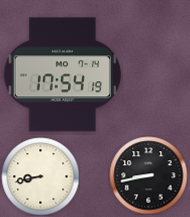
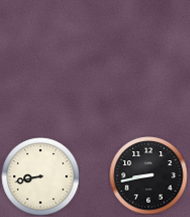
clock at (62, 75): 17:54 -> none
